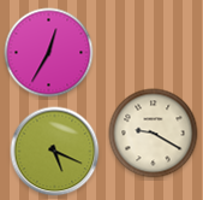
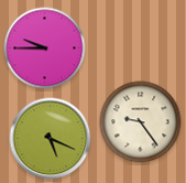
clock at (49, 53): 12:35 -> 9:45
clock at (154, 134): 9:20 -> 9:24
